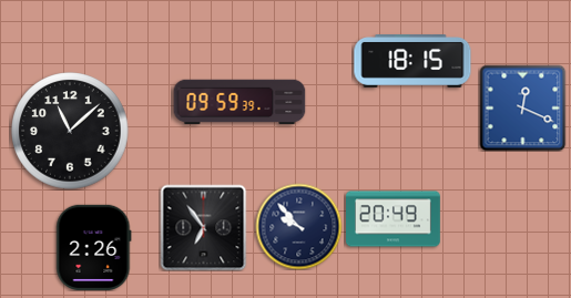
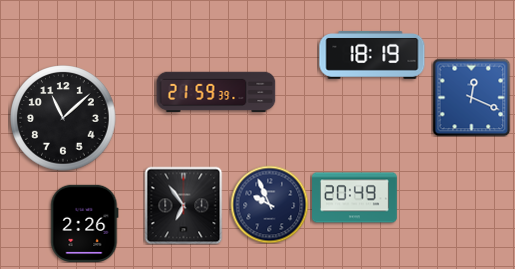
clock at (412, 62): 18:15 -> 18:19
clock at (239, 102): 09:59 -> 21:59
clock at (298, 226): 9:53 -> 9:56
